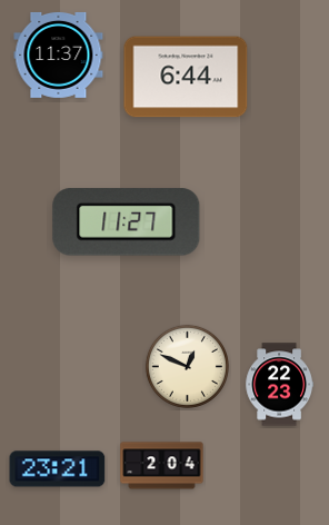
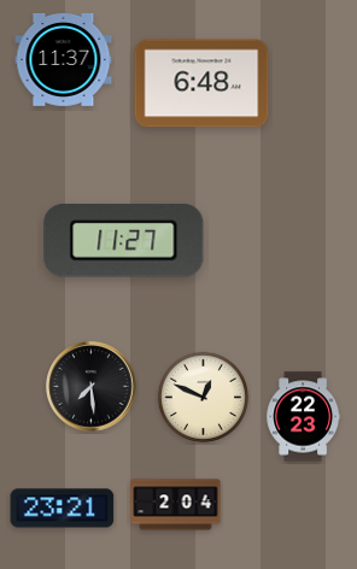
clock at (186, 77): 6:44 -> 6:48
clock at (127, 222) position: (127, 222) -> (124, 241)
clock at (92, 387): none -> 7:29
